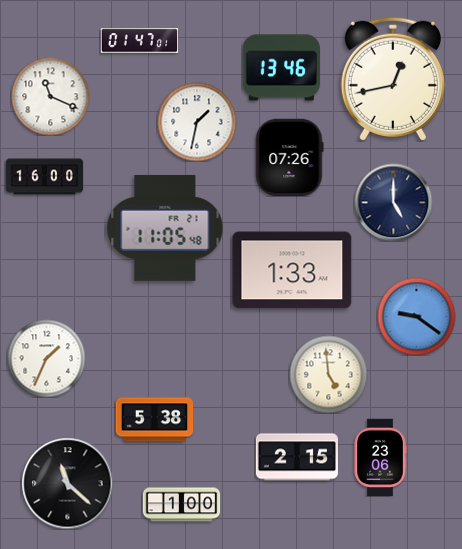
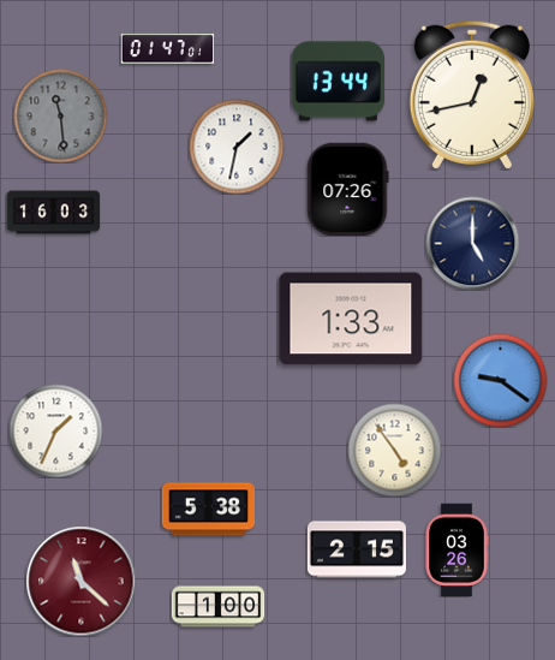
clock at (281, 68): 13:46 -> 13:44
clock at (50, 96): 11:19 -> 11:29
clock at (50, 96) dial: white -> grey
clock at (44, 177): 16:00 -> 16:03
clock at (165, 228): 11:05 -> none
clock at (292, 270) position: (292, 270) -> (351, 319)
clock at (328, 374): 4:59 -> 4:54
clock at (154, 420) position: (154, 420) -> (208, 510)
clock at (380, 457): 23:06 -> 03:26
clock at (67, 483) dial: black -> burgundy
